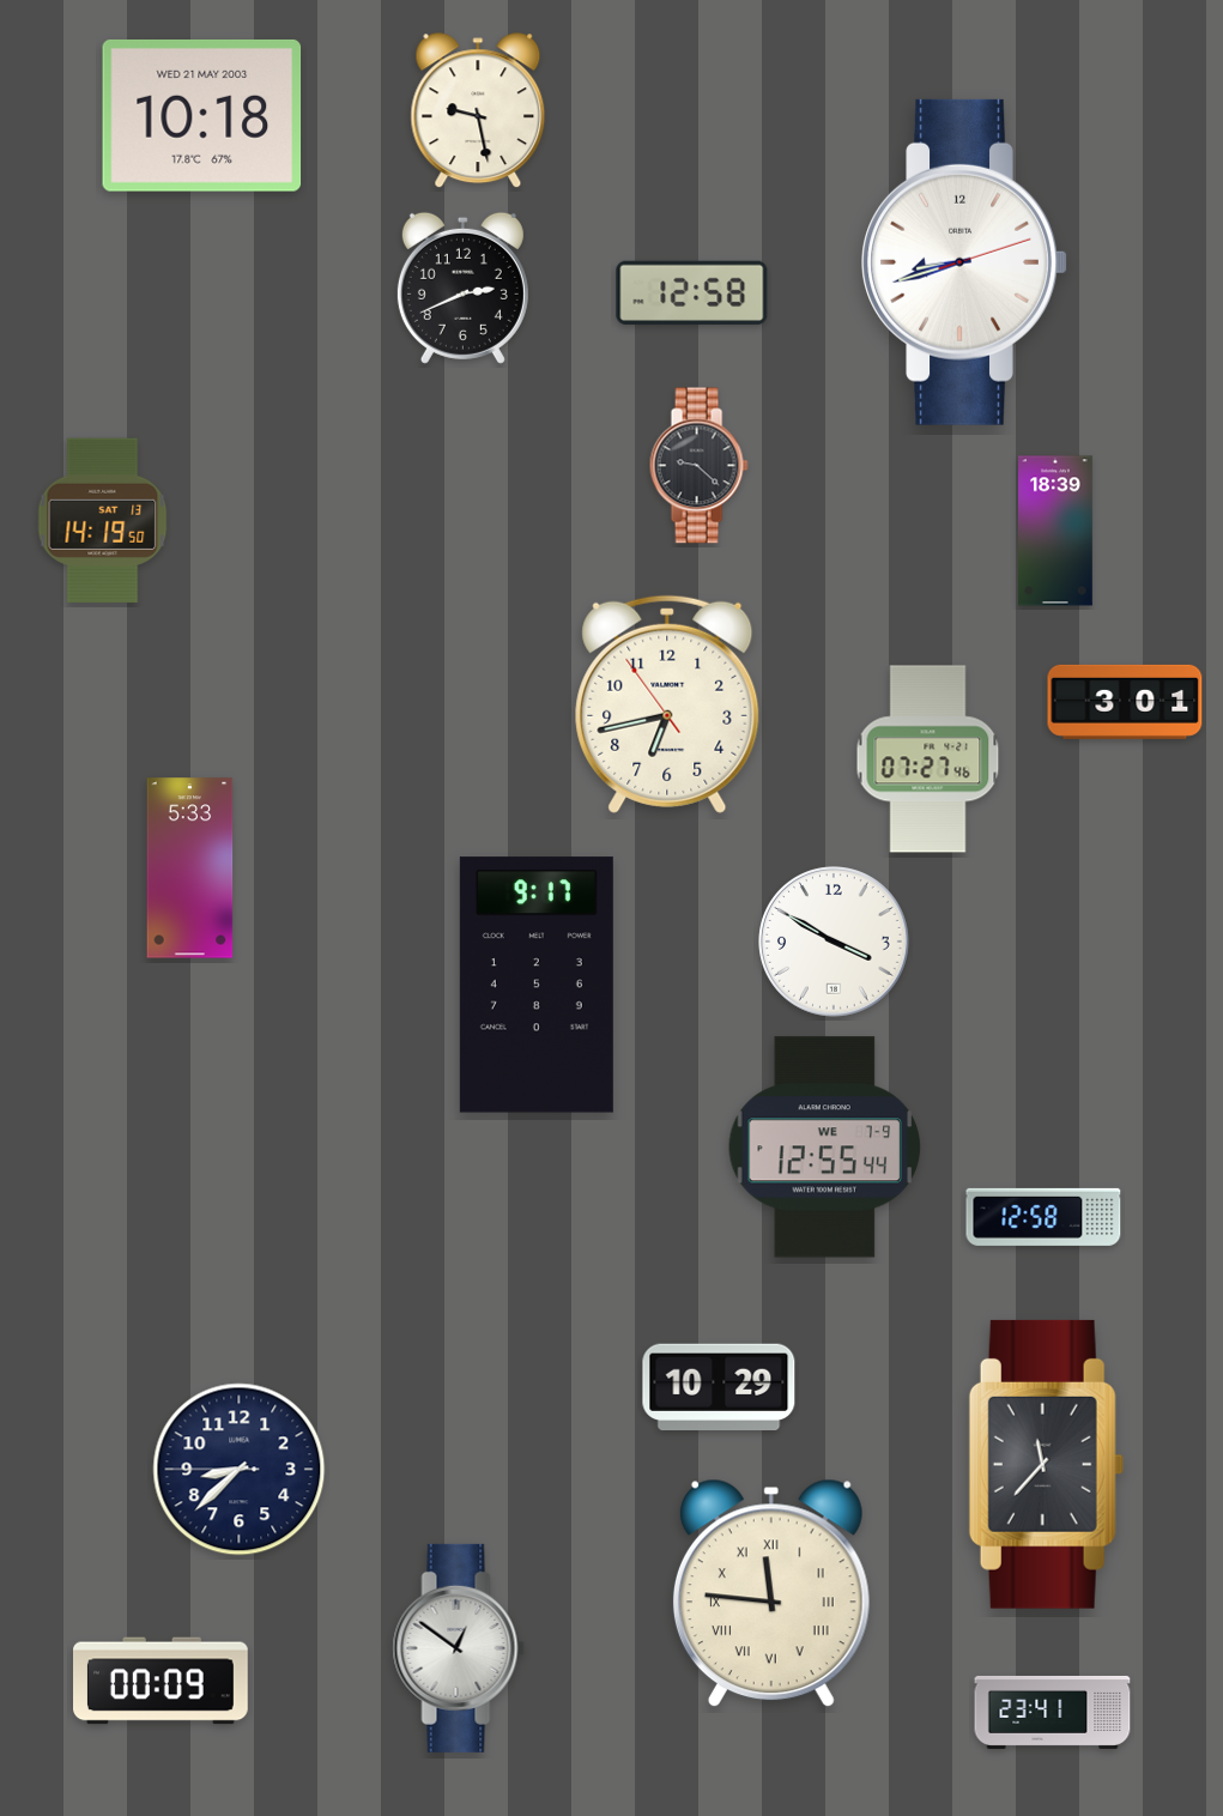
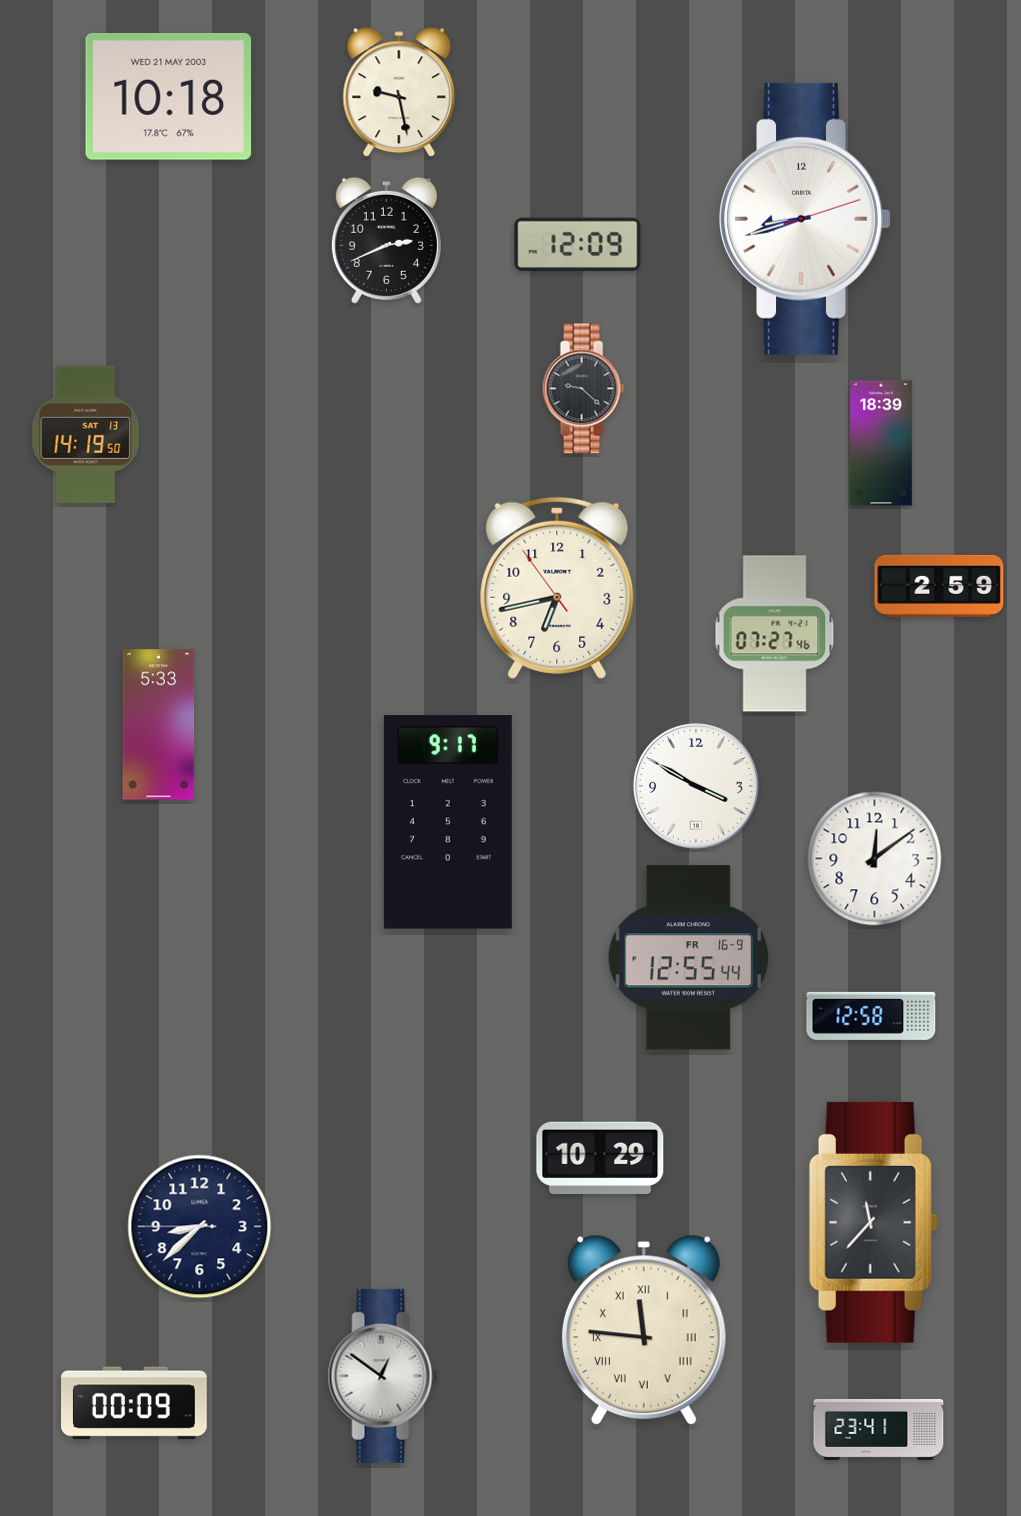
clock at (692, 292): 12:58 -> 12:09
clock at (1125, 702): 3:01 -> 2:59
clock at (875, 859): none -> 12:09
clock at (825, 1148) date: WE 7-9 -> FR 16-9
